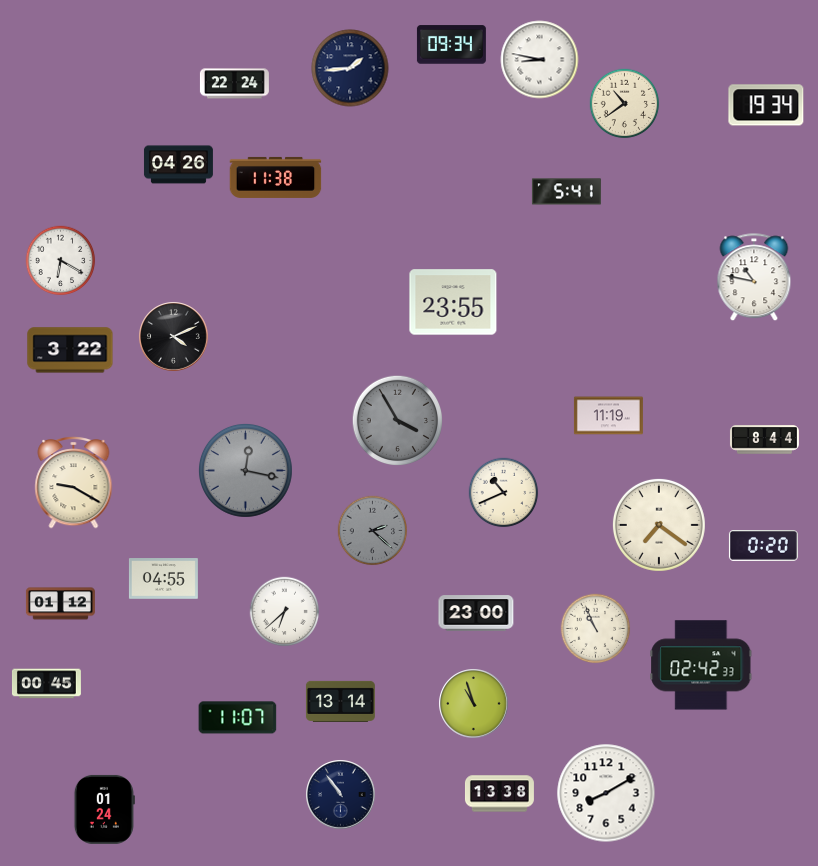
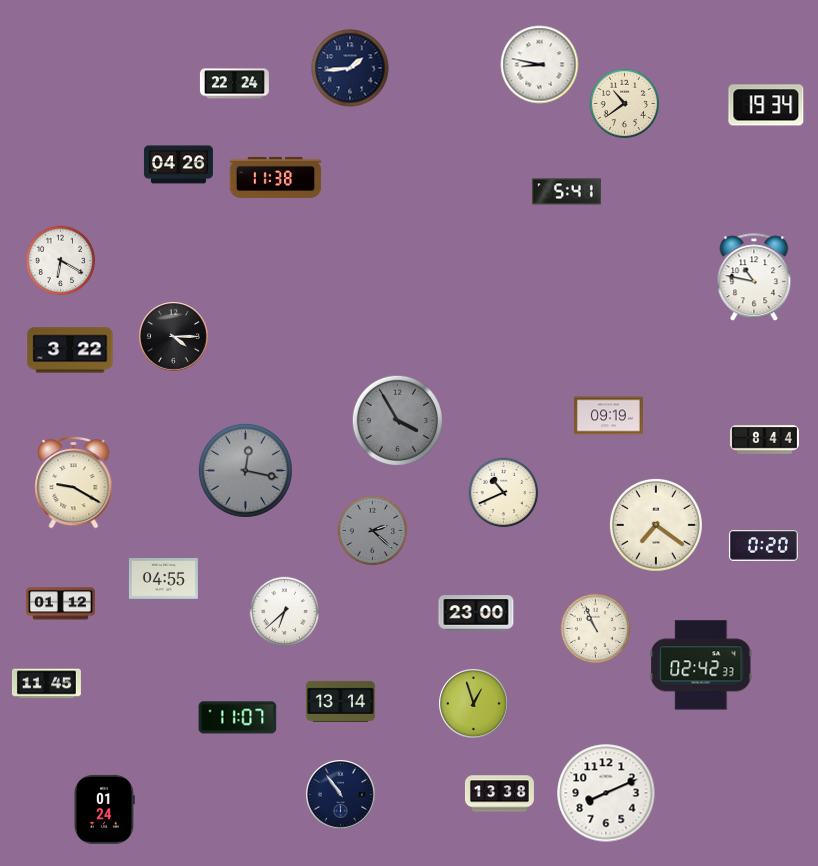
clock at (451, 45): 09:34 -> none
clock at (540, 60) position: (540, 60) -> (540, 65)
clock at (453, 302): 23:55 -> none
clock at (174, 337): 4:11 -> 4:15
clock at (608, 416): 11:19 -> 09:19
clock at (659, 525) position: (659, 525) -> (656, 525)
clock at (46, 684): 00:45 -> 11:45
clock at (474, 704): 10:57 -> 12:57
clock at (606, 793): 8:10 -> 8:11
